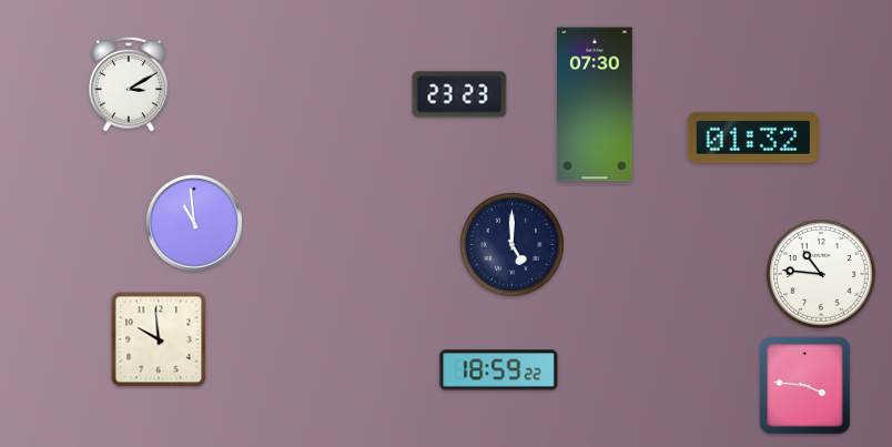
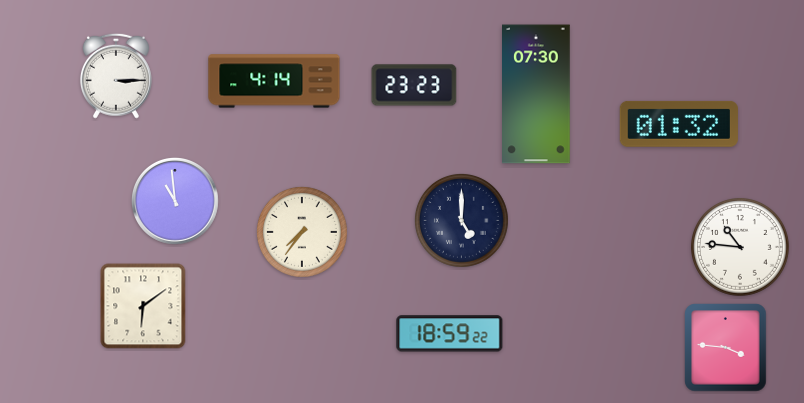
clock at (129, 84): 3:10 -> 3:15
clock at (274, 81): none -> 4:14
clock at (302, 232): none -> 7:36
clock at (159, 339): 9:59 -> 6:09
